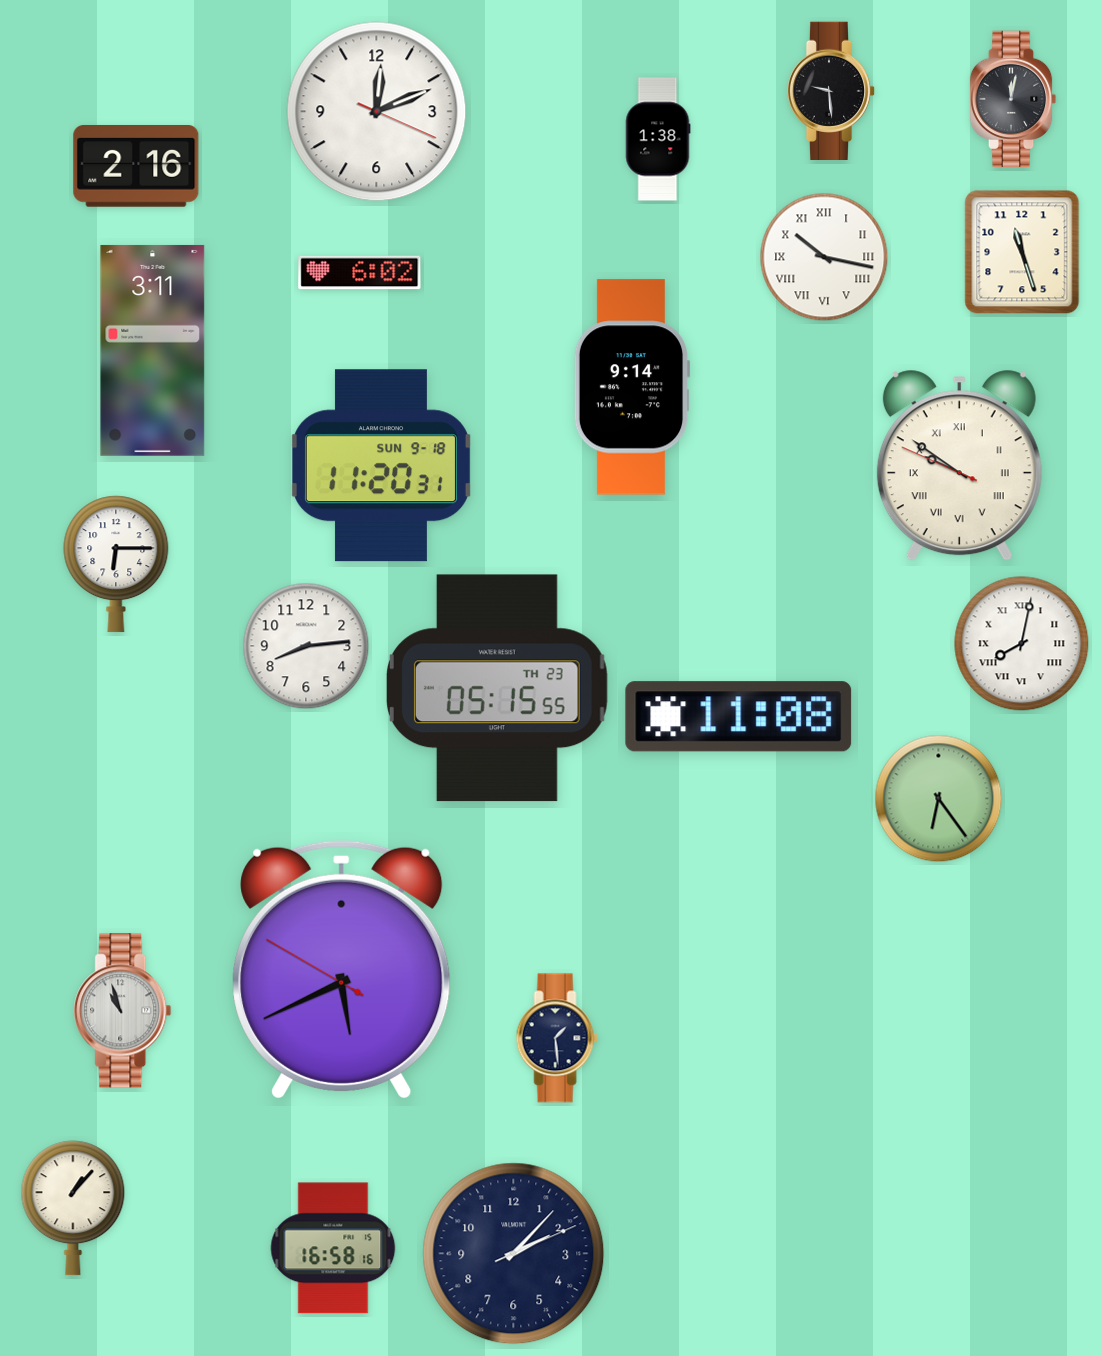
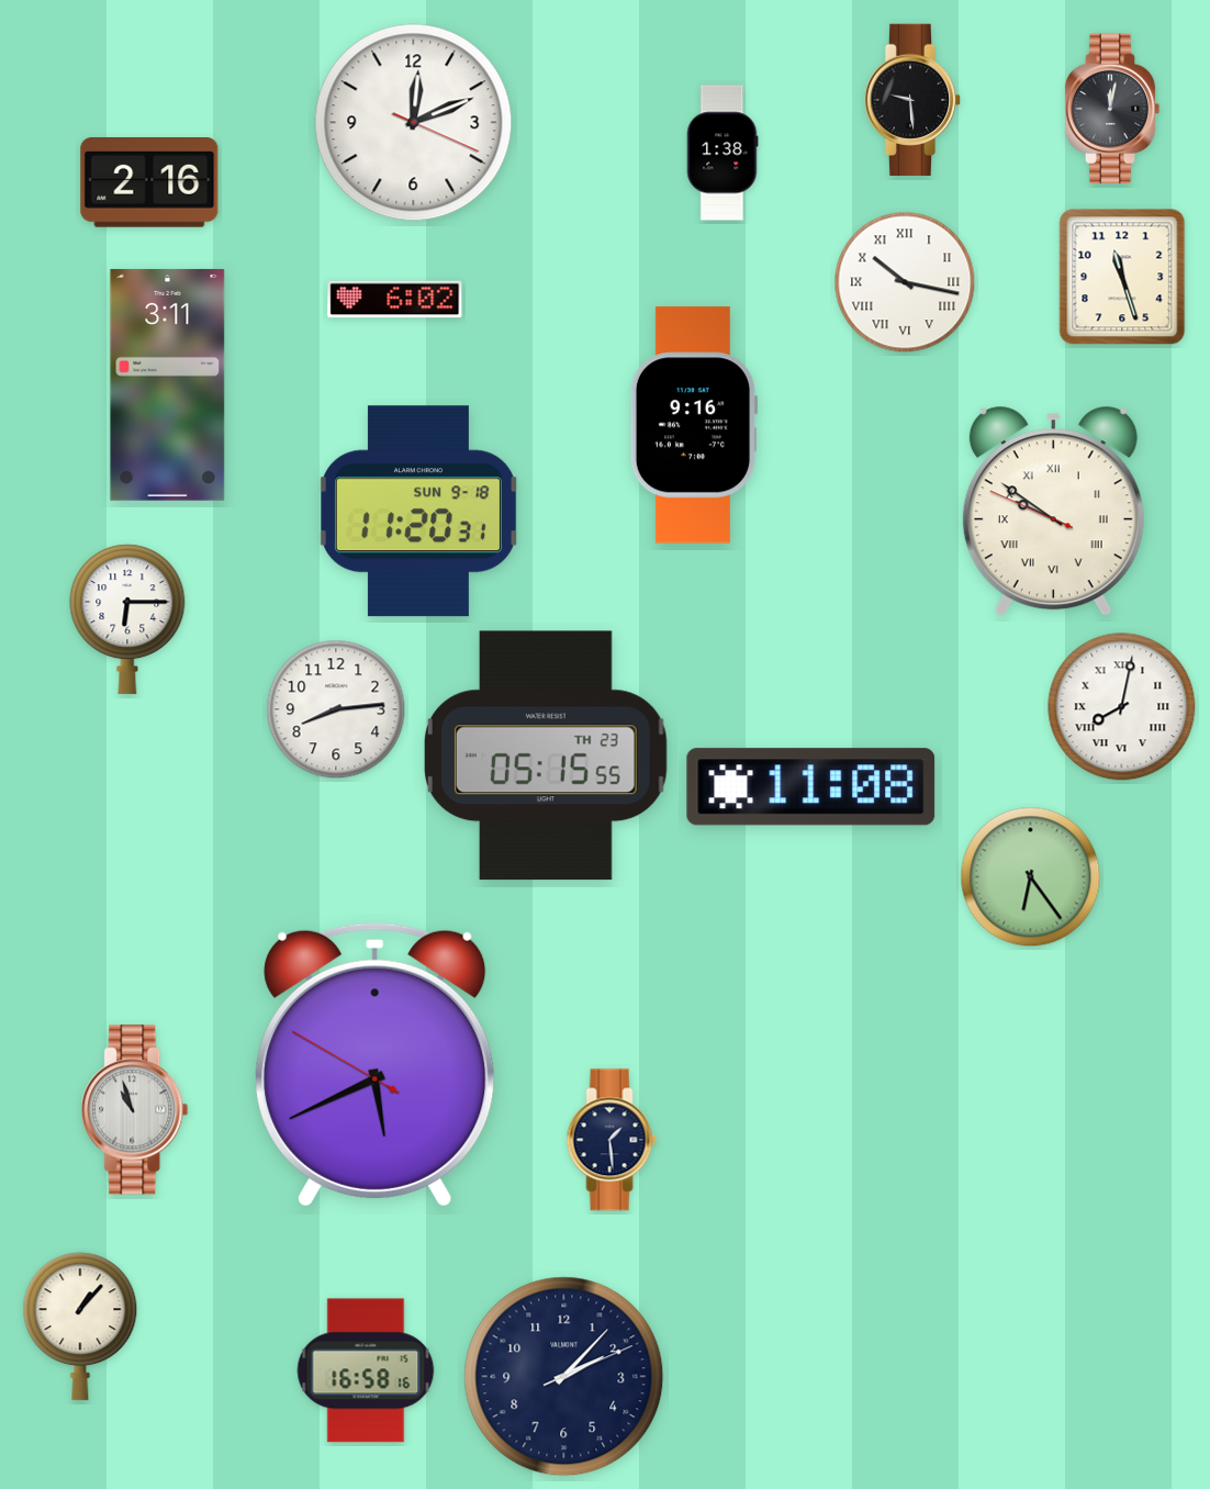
clock at (632, 387): 9:14 -> 9:16
